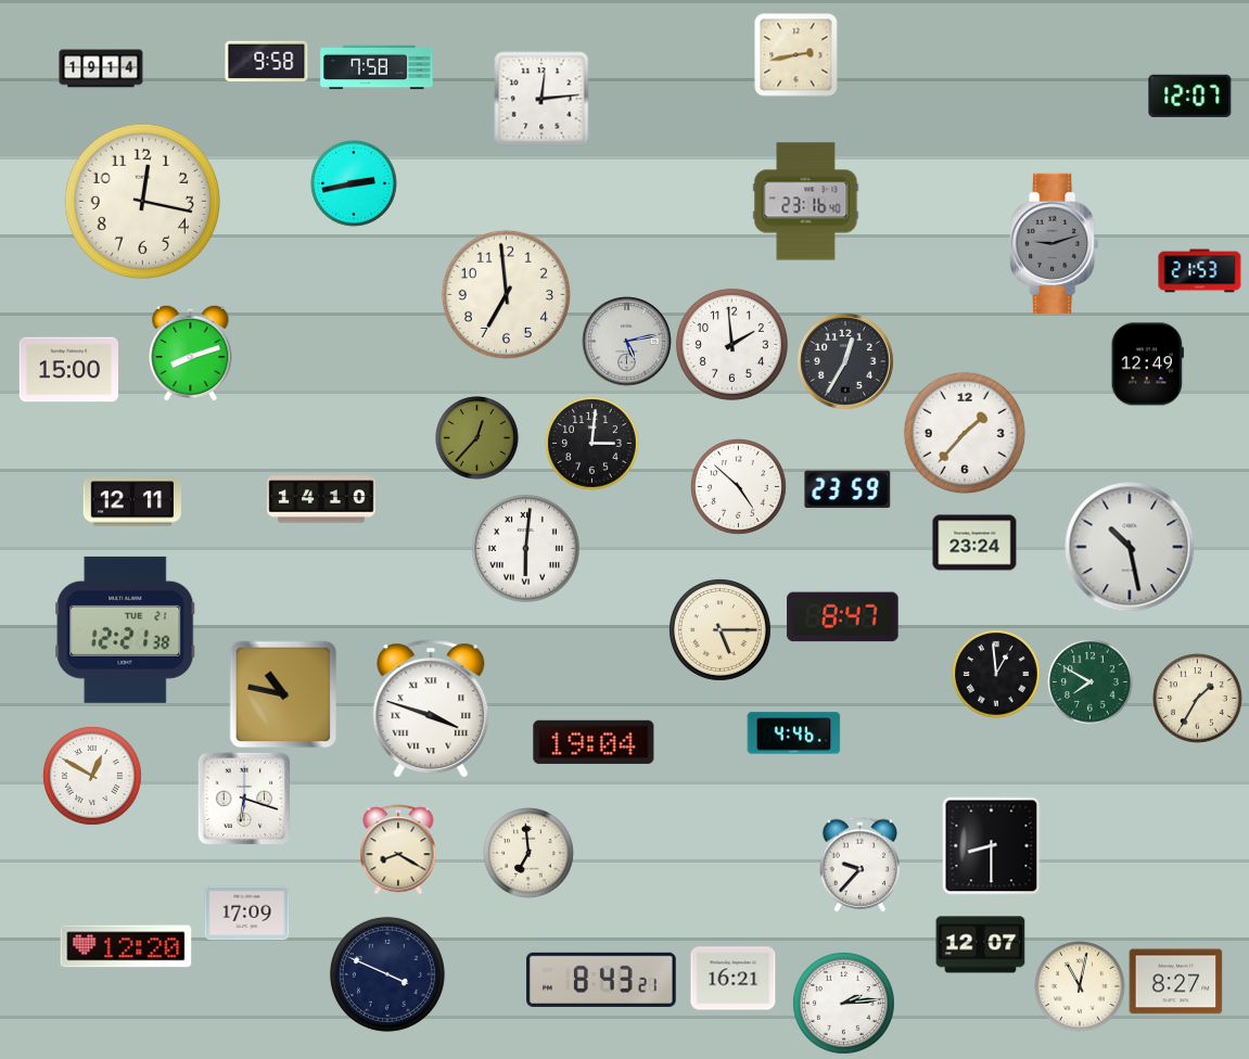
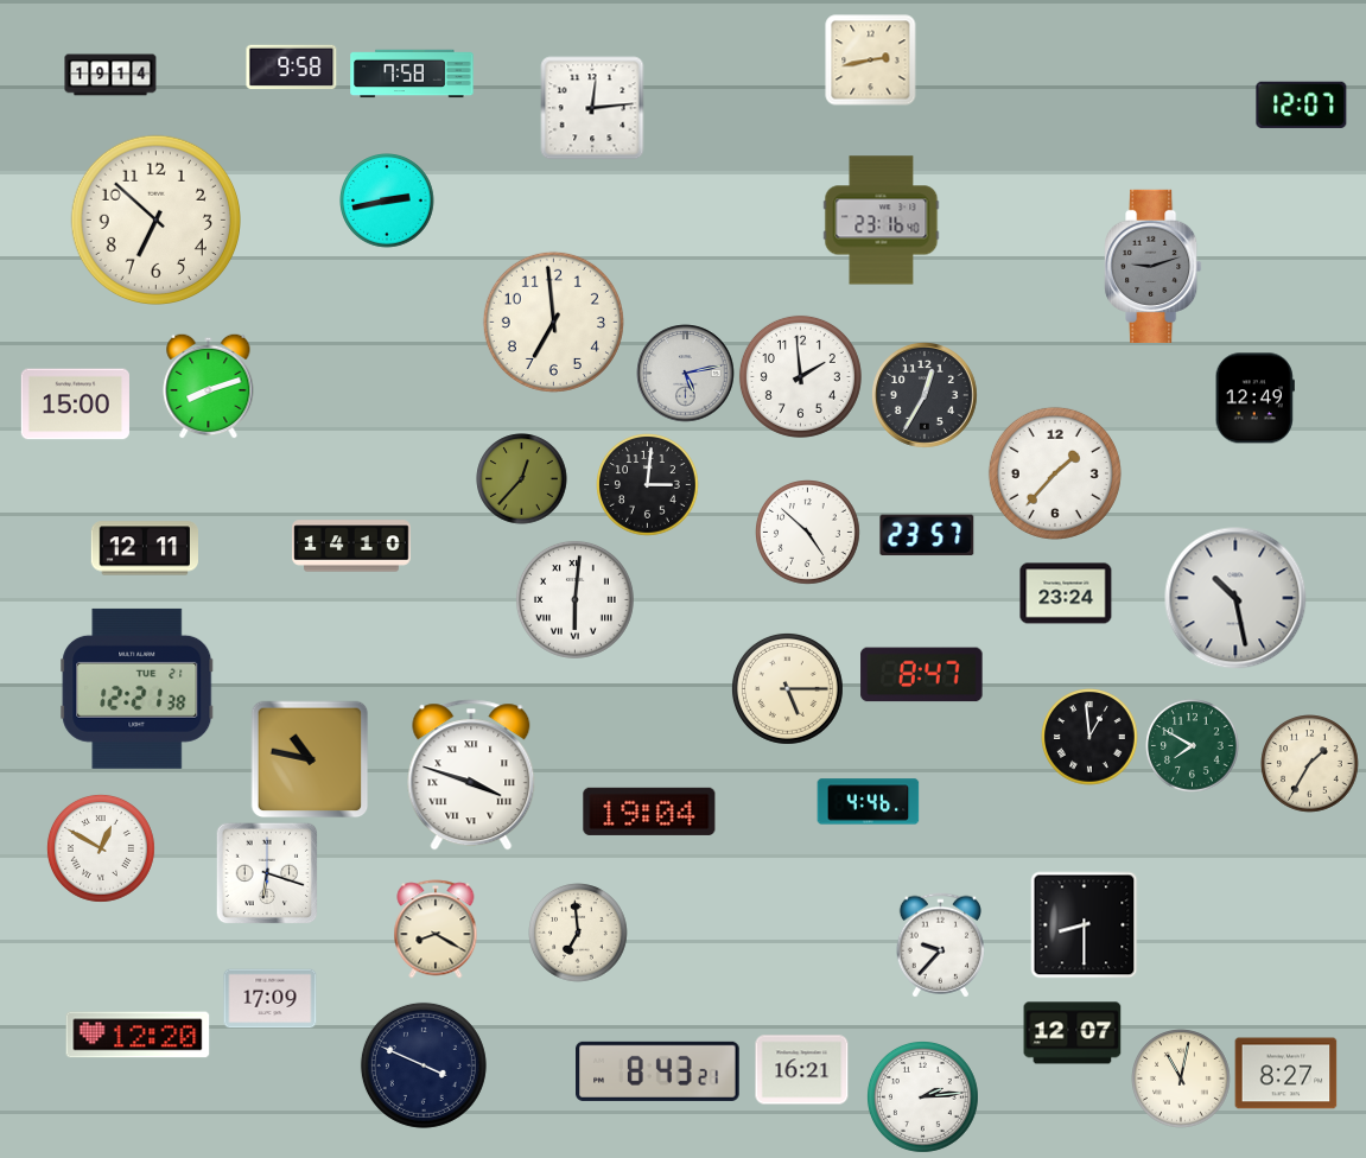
clock at (142, 201): 12:17 -> 6:52
clock at (1200, 271): 21:53 -> none
clock at (847, 489): 23:59 -> 23:57
